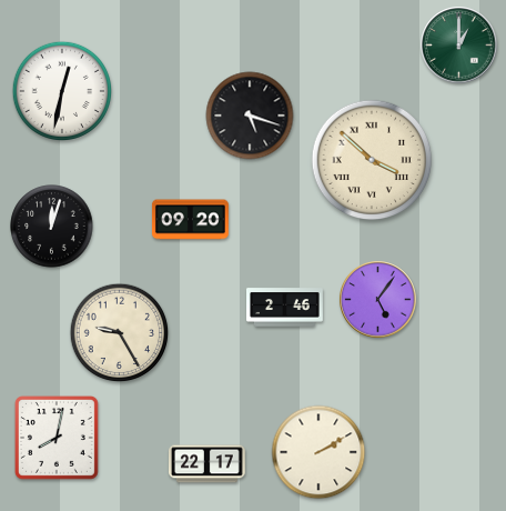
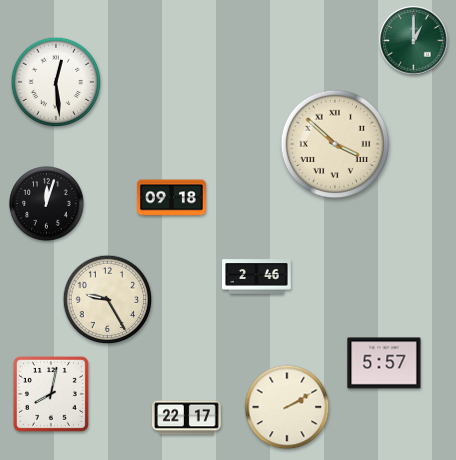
clock at (61, 90): 12:32 -> 12:29
clock at (250, 116): 5:18 -> none
clock at (191, 220): 09:20 -> 09:18
clock at (378, 300): 5:06 -> none
clock at (384, 363): none -> 5:57
